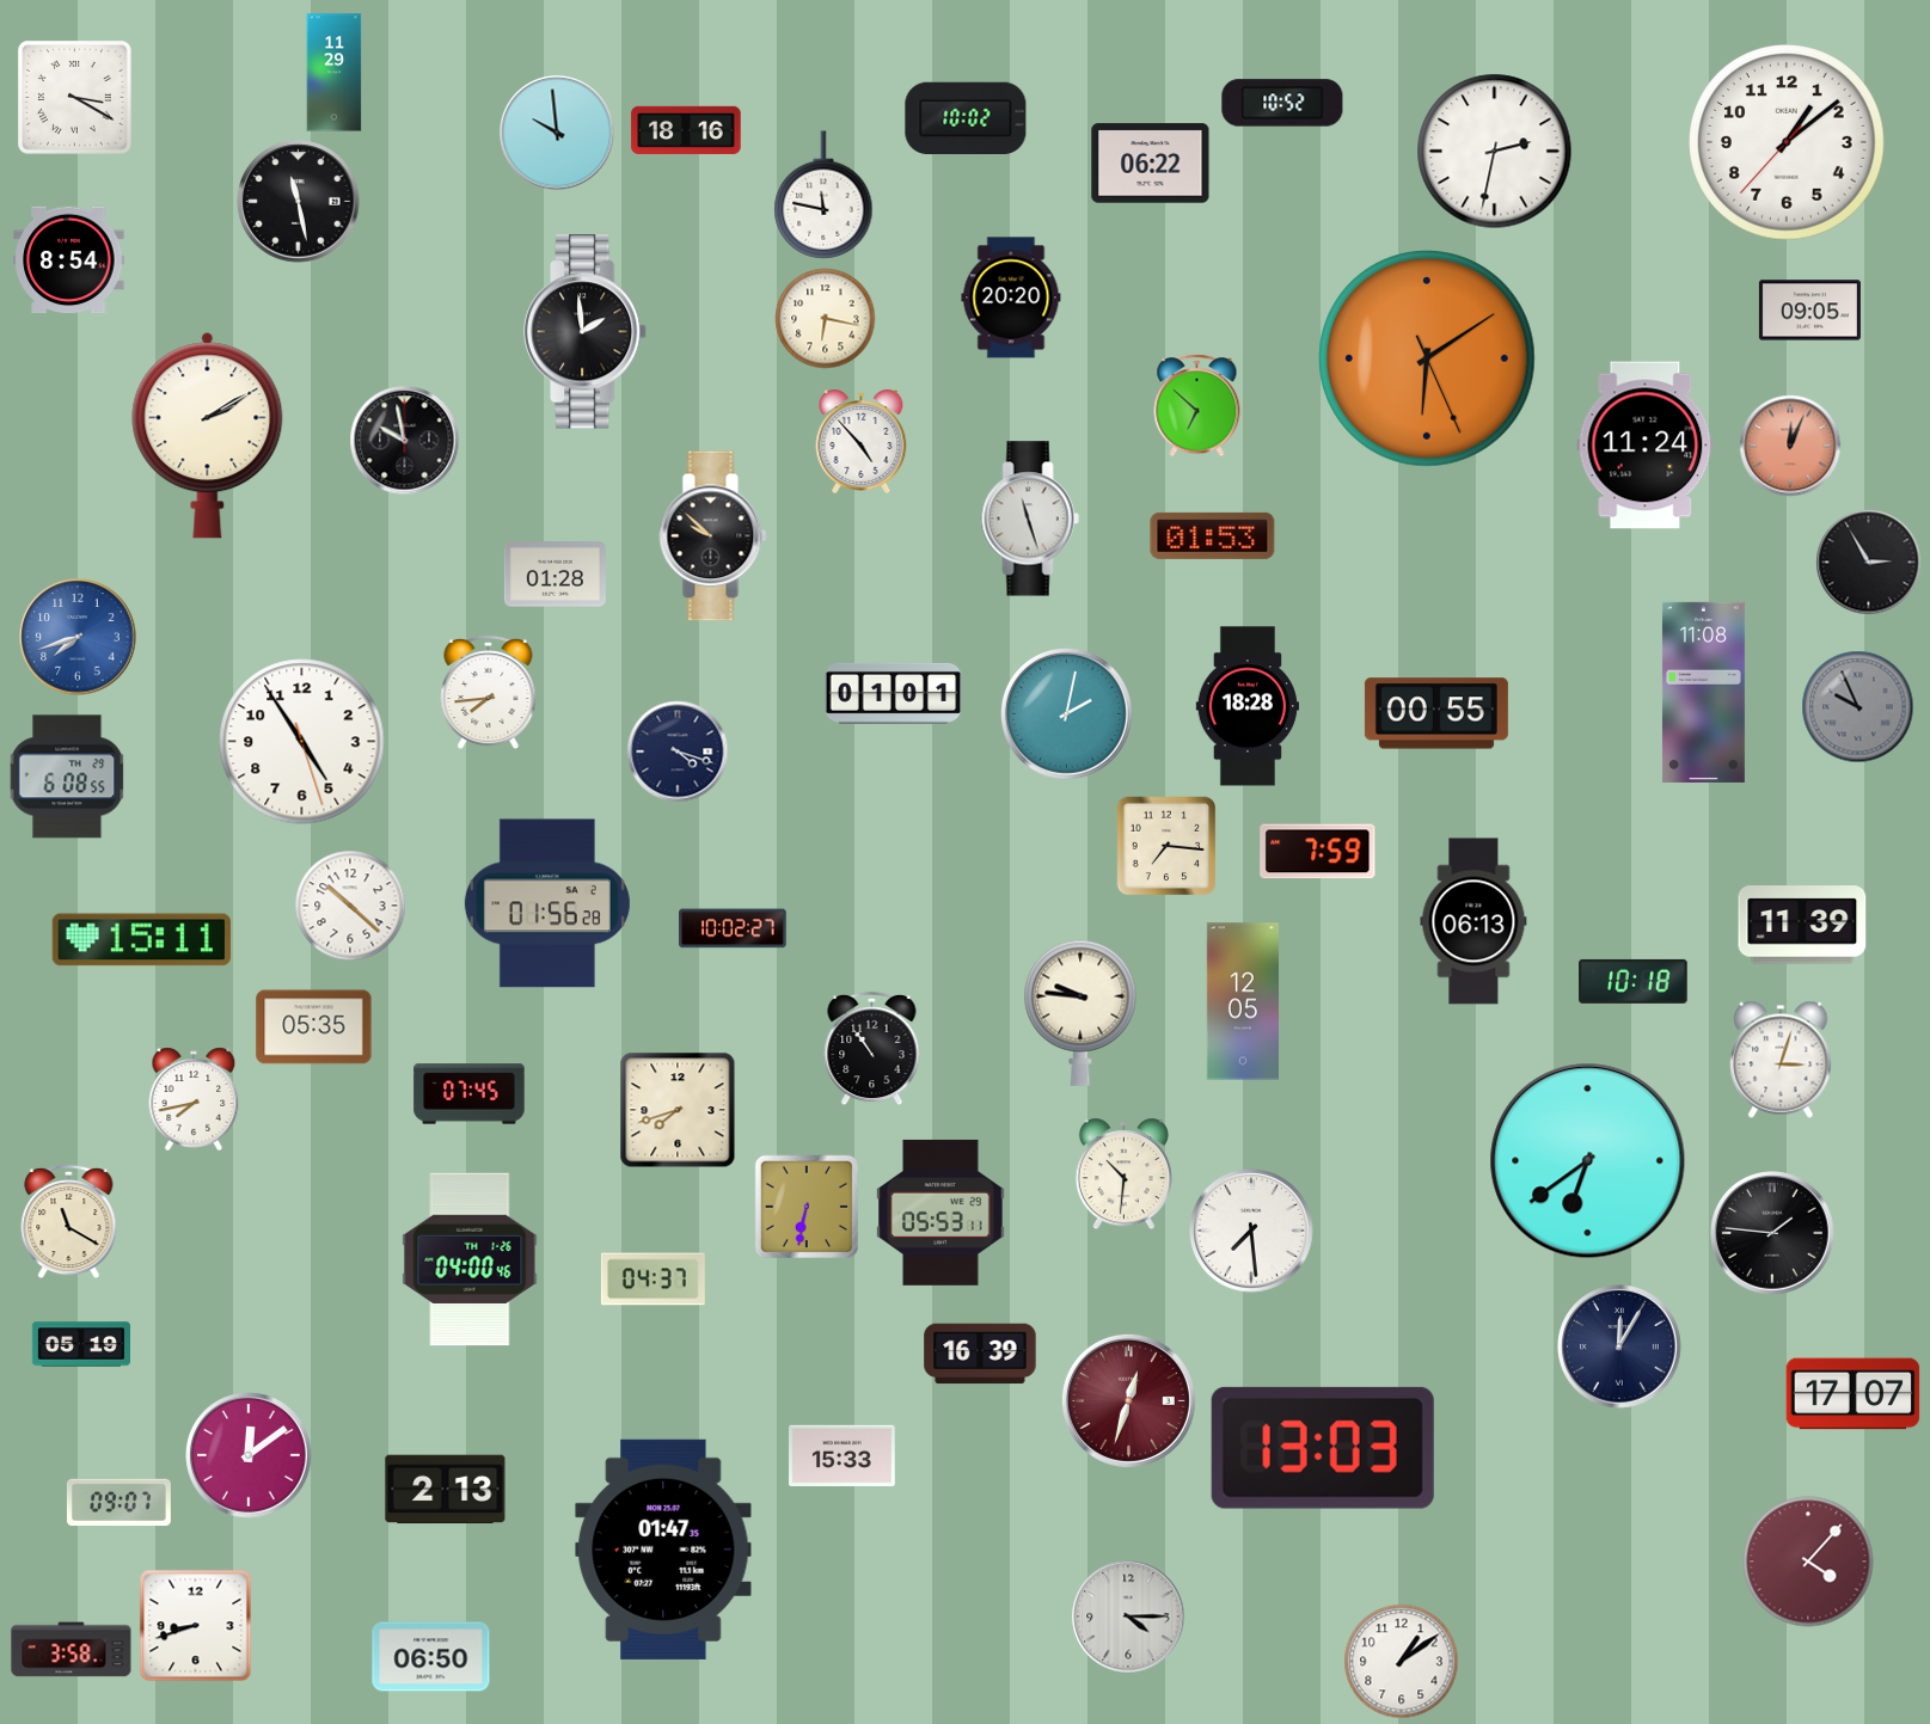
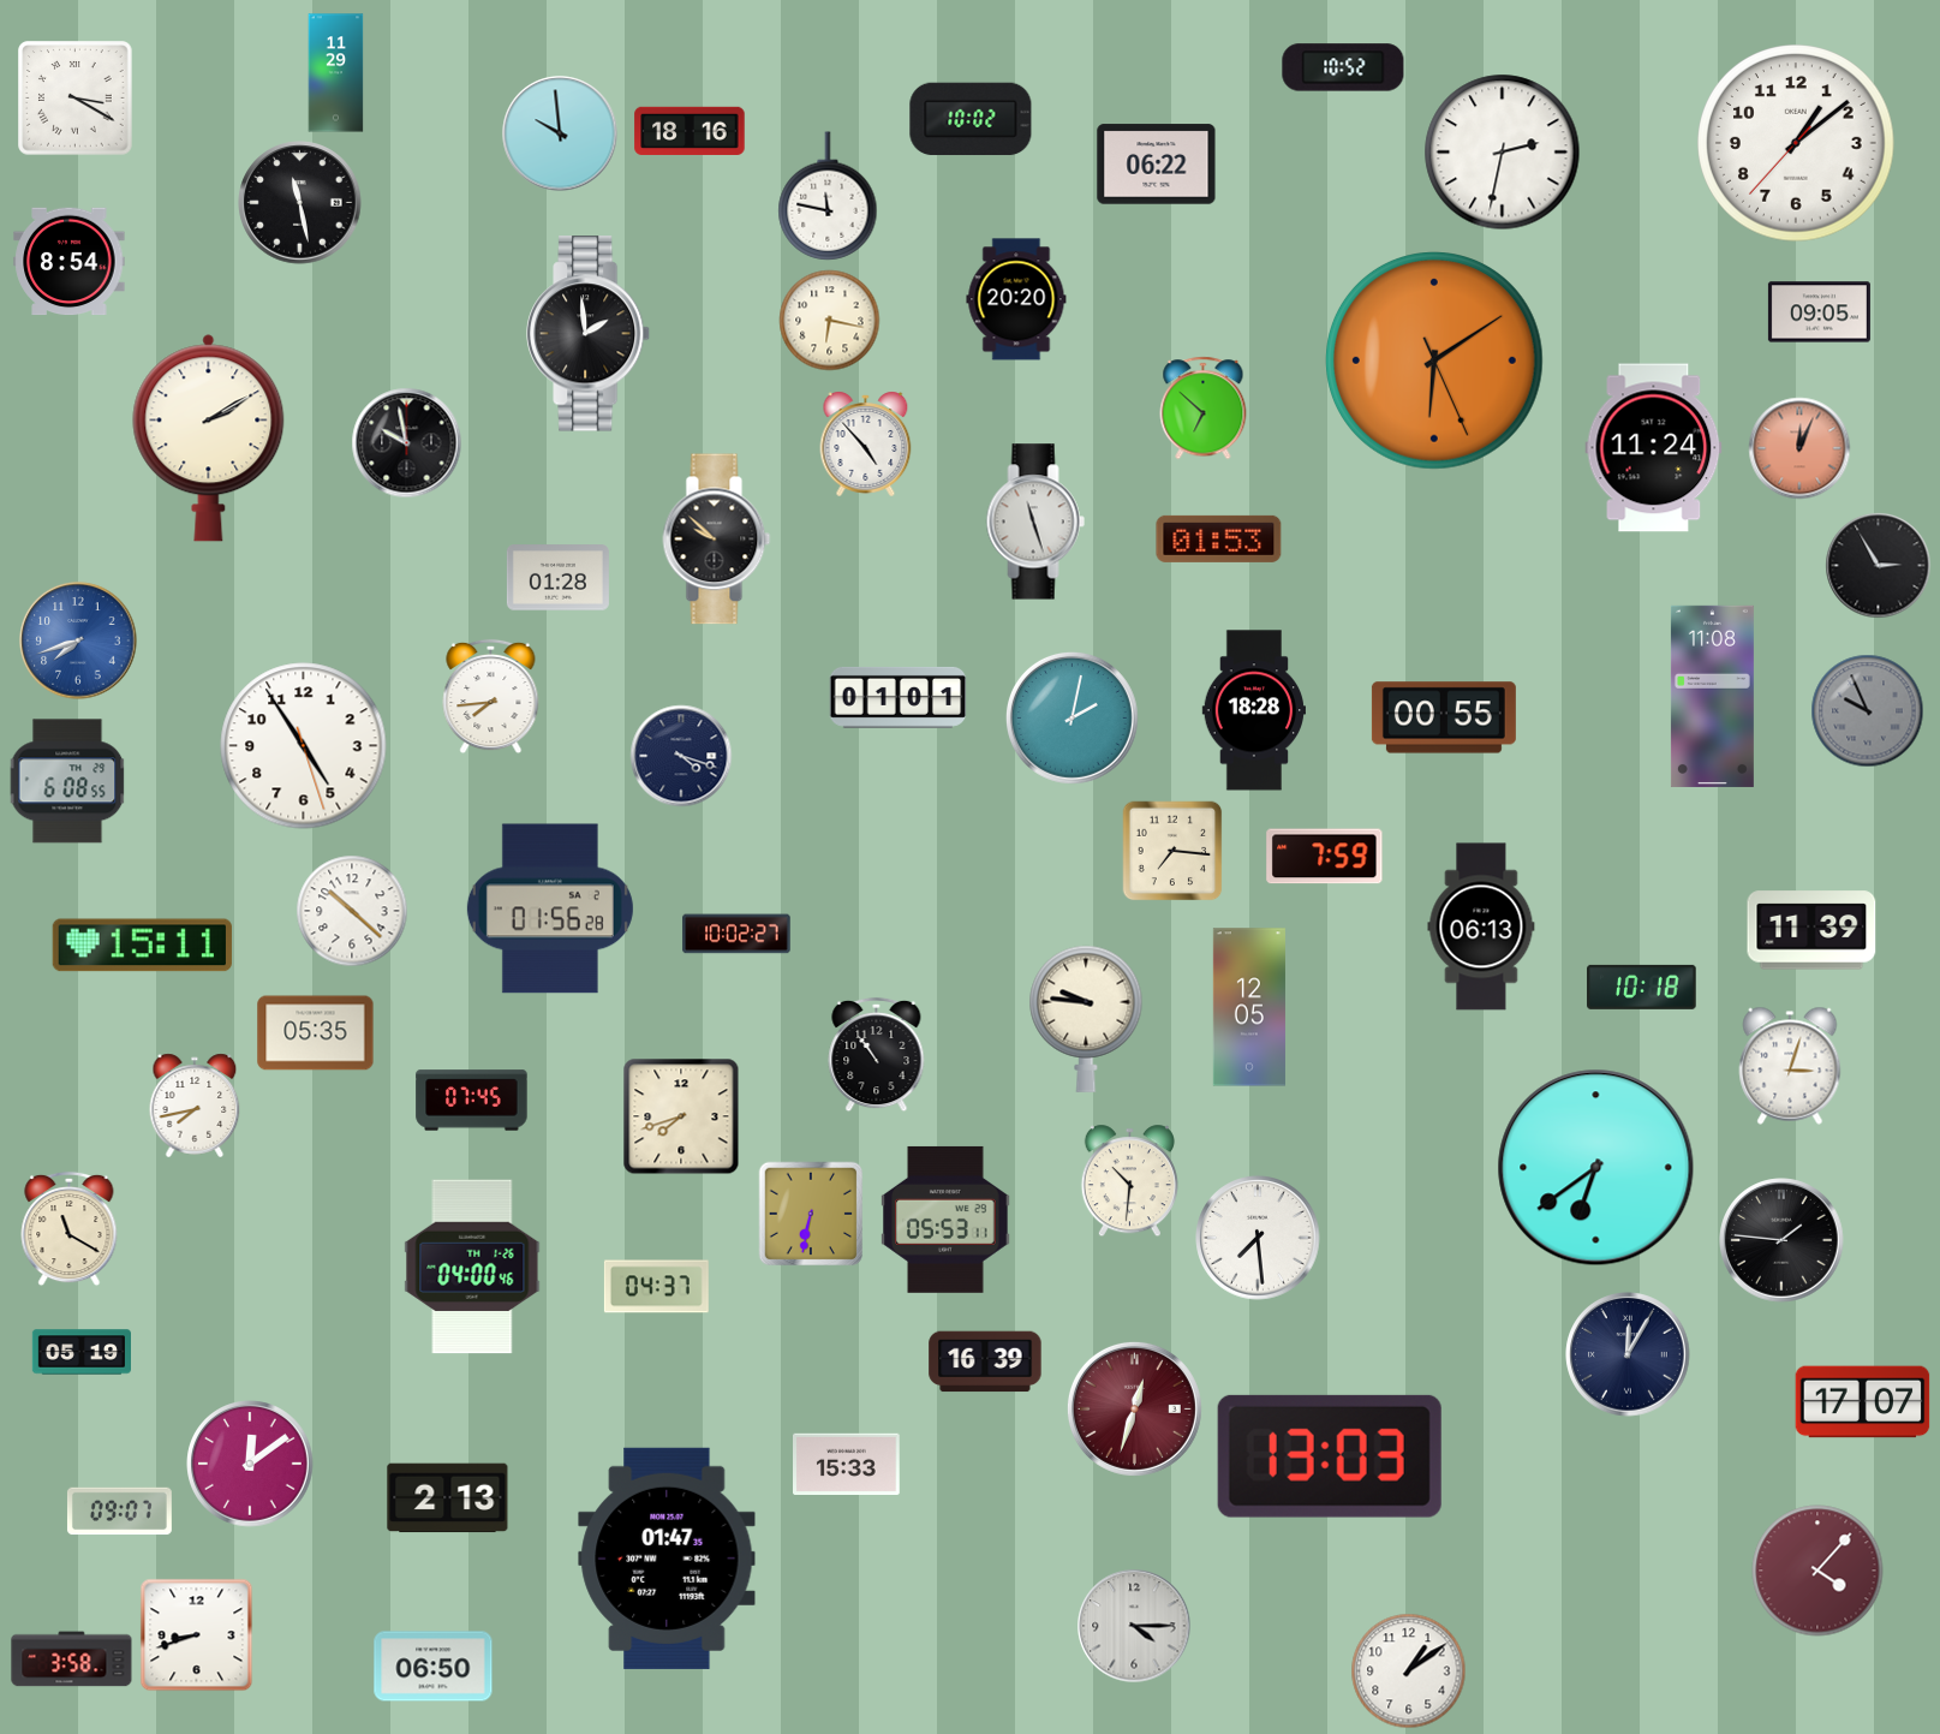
clock at (1282, 103) position: (1282, 103) -> (1343, 67)
